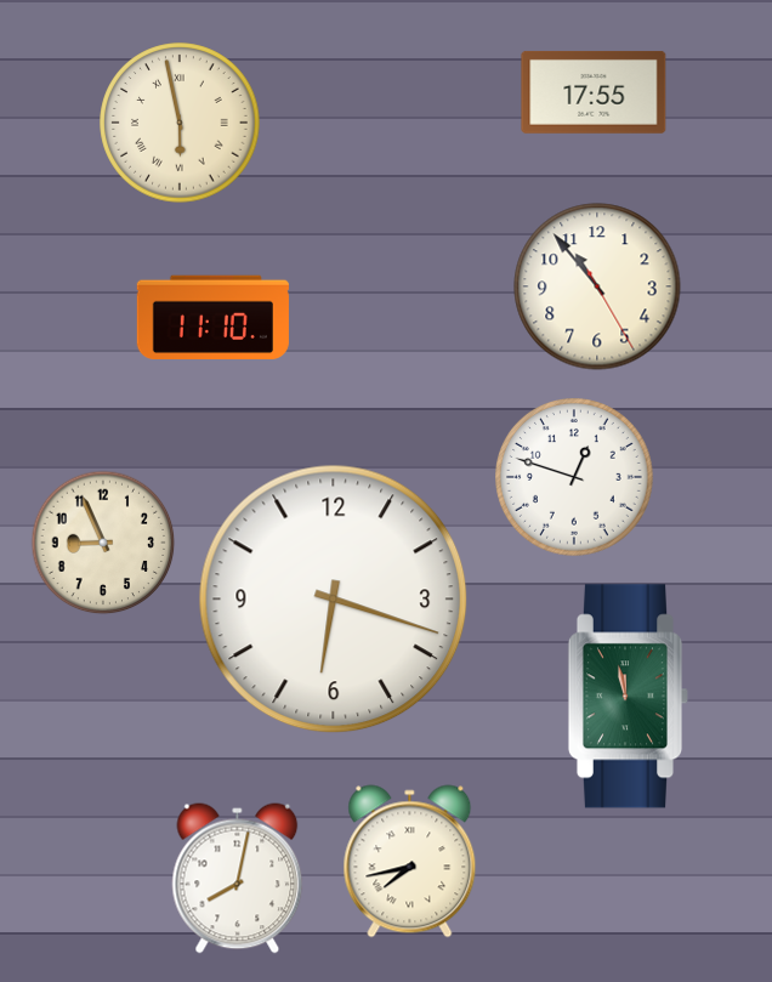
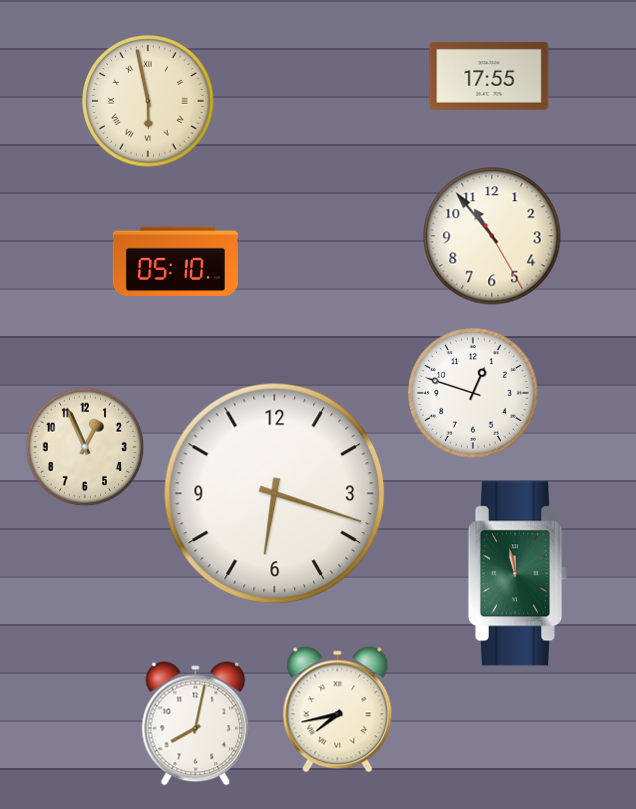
clock at (212, 317): 11:10 -> 05:10
clock at (103, 543): 8:56 -> 12:56
